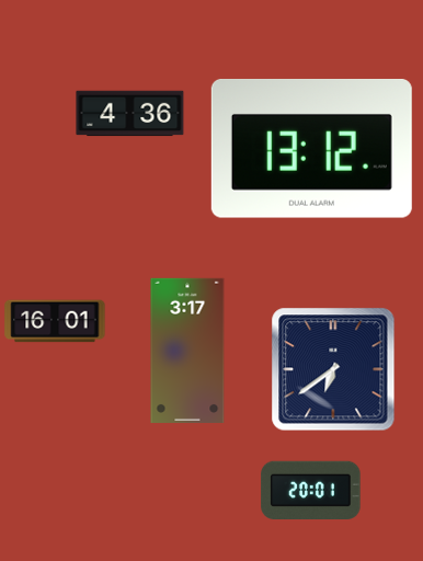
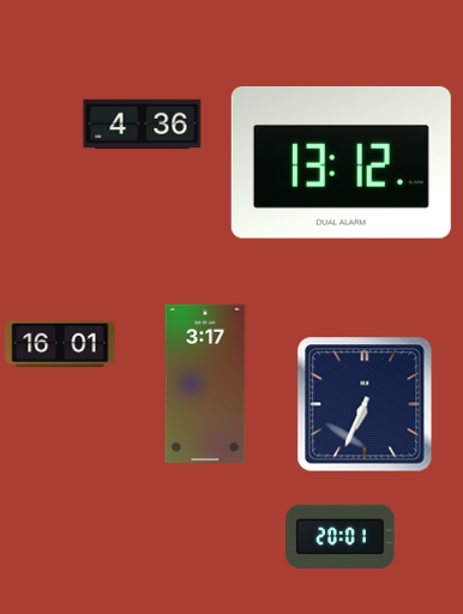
clock at (55, 321) position: (55, 321) -> (60, 344)
clock at (333, 369): 6:39 -> 6:34
